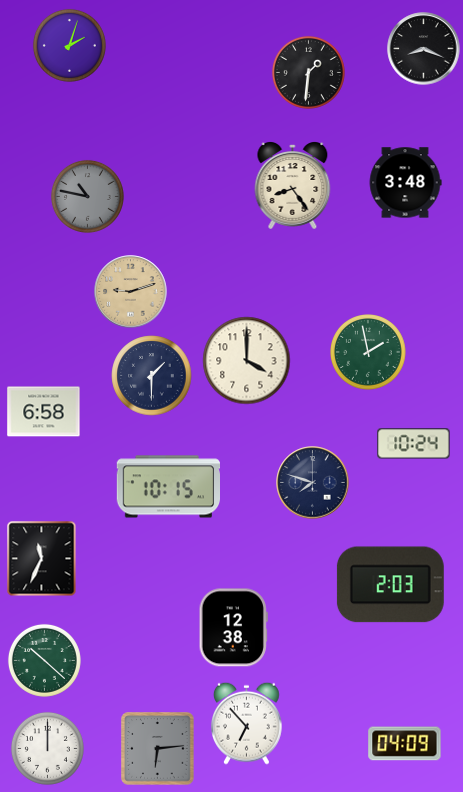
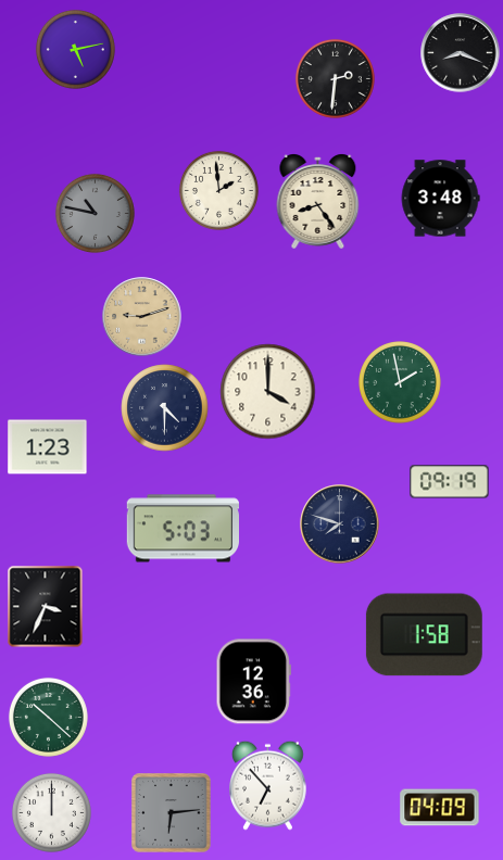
clock at (69, 45): 2:03 -> 5:13
clock at (308, 72): 1:31 -> 2:31
clock at (218, 190): none -> 1:59
clock at (152, 376): 1:30 -> 4:30
clock at (44, 412): 6:58 -> 1:23
clock at (414, 444): 10:24 -> 09:19
clock at (169, 487): 10:15 -> 5:03
clock at (42, 559): 11:34 -> 3:34
clock at (390, 585): 2:03 -> 1:58
clock at (233, 628): 12:38 -> 12:36
